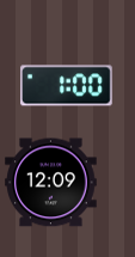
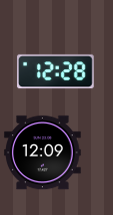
clock at (67, 86): 1:00 -> 12:28
